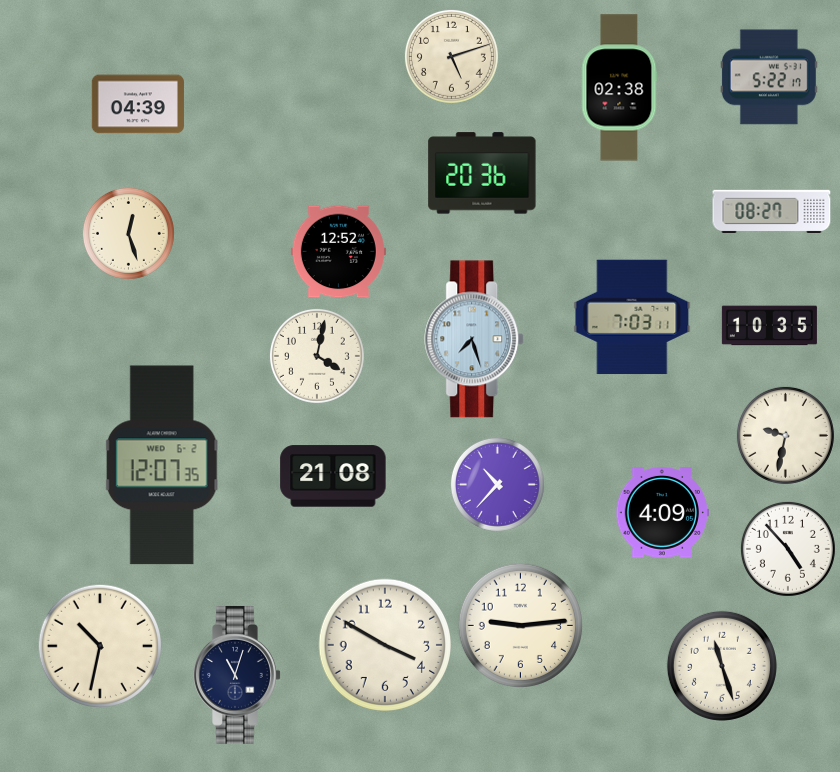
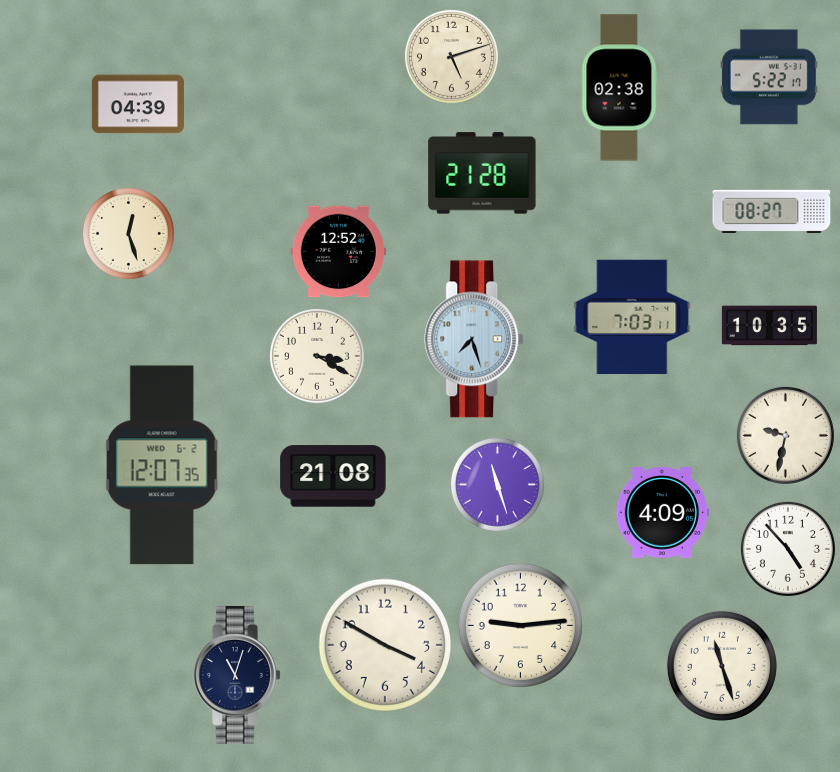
clock at (482, 173): 20:36 -> 21:28
clock at (317, 356): 4:02 -> 3:20
clock at (497, 484): 10:37 -> 11:27
clock at (100, 646): 10:32 -> none
